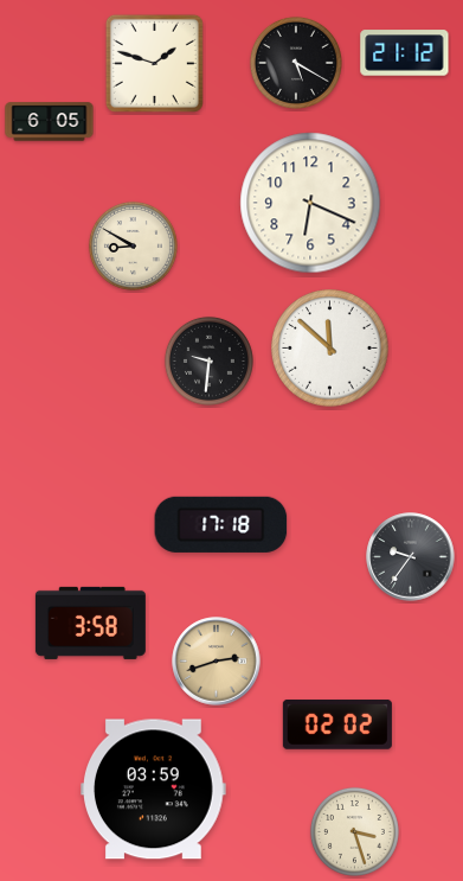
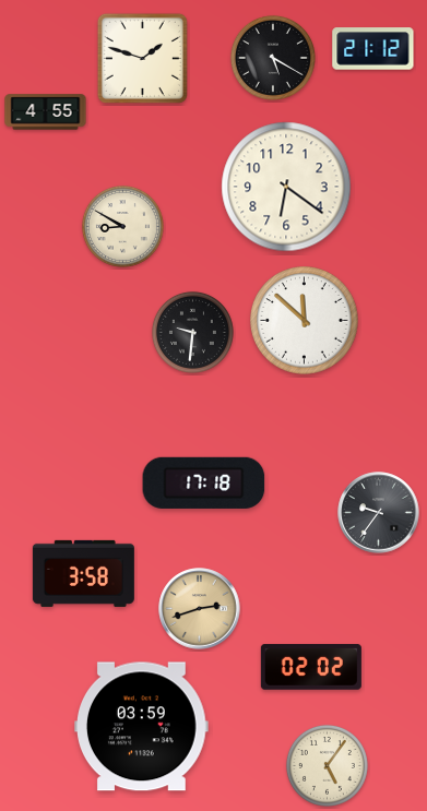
clock at (50, 122): 6:05 -> 4:55
clock at (310, 203): 6:19 -> 6:21
clock at (354, 831): 3:27 -> 5:06
